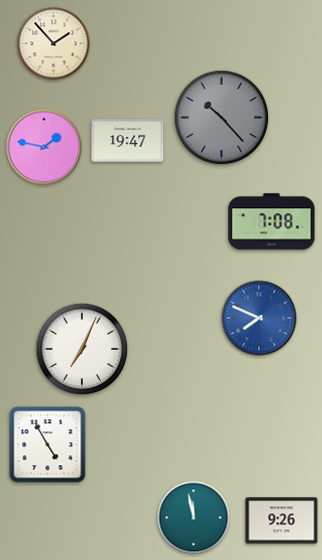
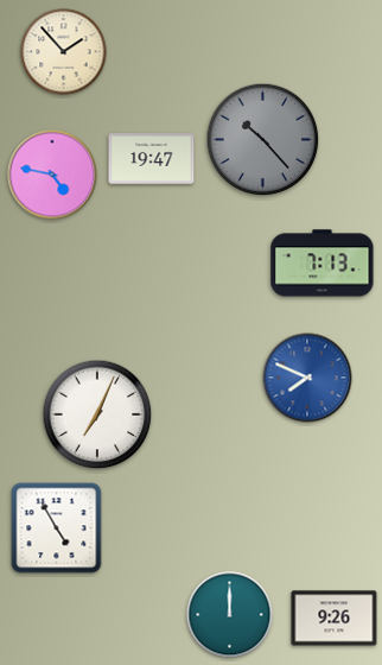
clock at (128, 141) position: (128, 141) -> (152, 159)
clock at (44, 147): 1:47 -> 4:47
clock at (272, 222): 7:08 -> 7:13
clock at (194, 518): 11:58 -> 12:00
